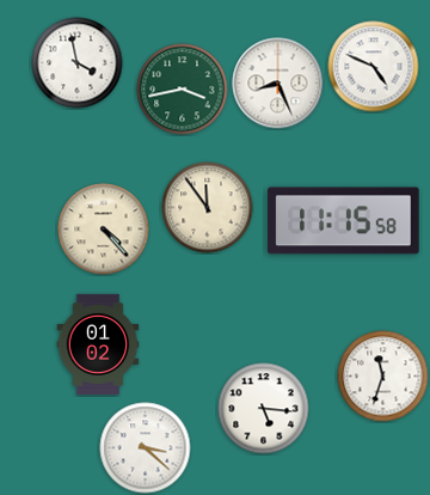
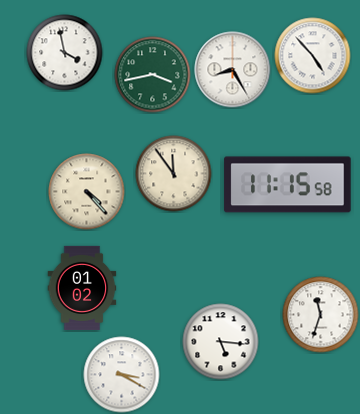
clock at (374, 67): 4:49 -> 4:53
clock at (278, 84): 8:26 -> 8:25
clock at (146, 448): 3:22 -> 3:20
